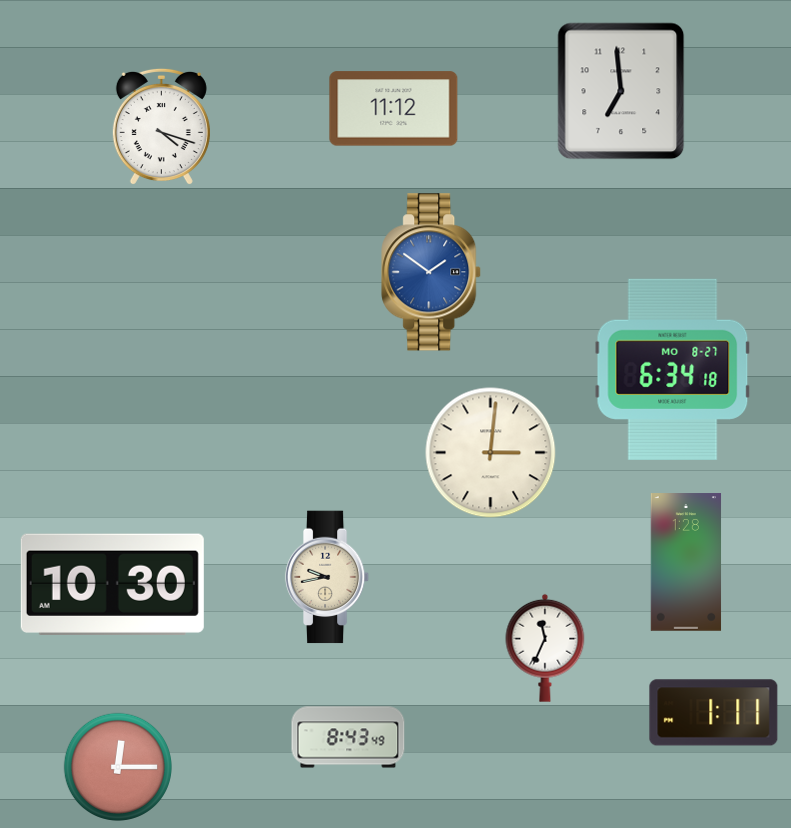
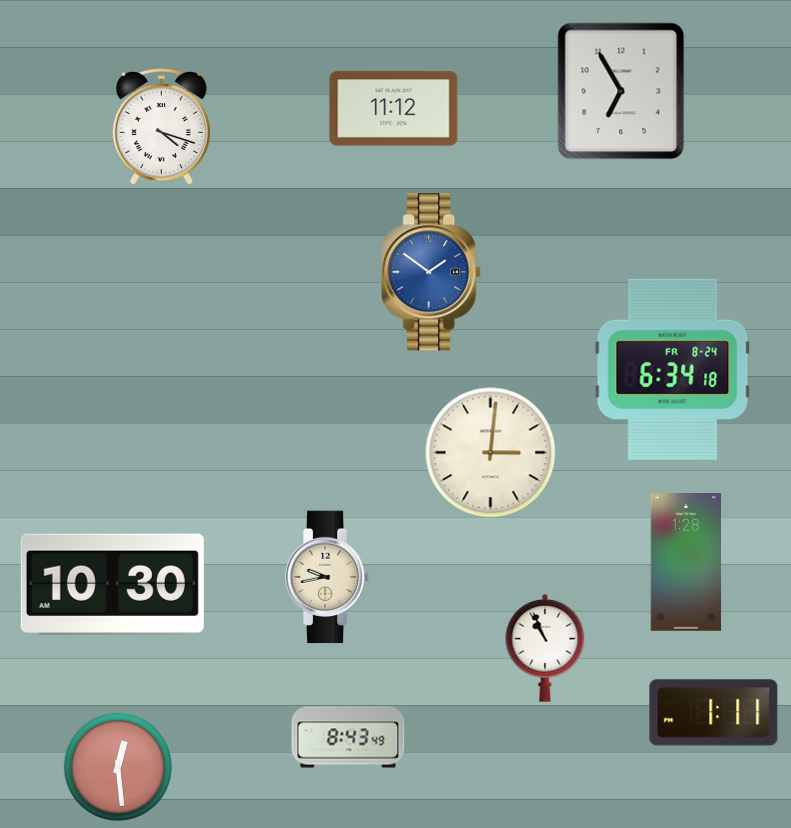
clock at (621, 91): 6:59 -> 6:55
clock at (673, 369) date: MO 8-27 -> FR 8-24
clock at (545, 648): 11:34 -> 10:56
clock at (117, 766): 12:15 -> 12:29
